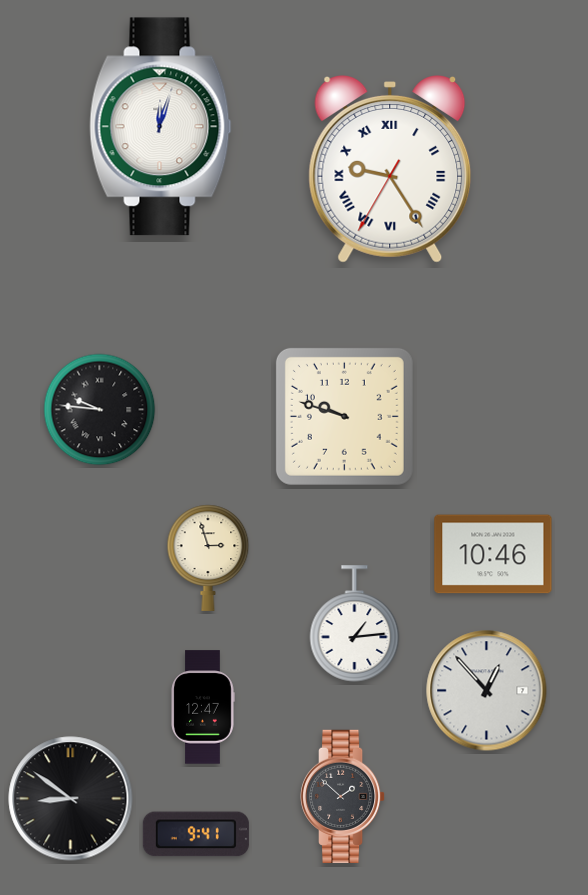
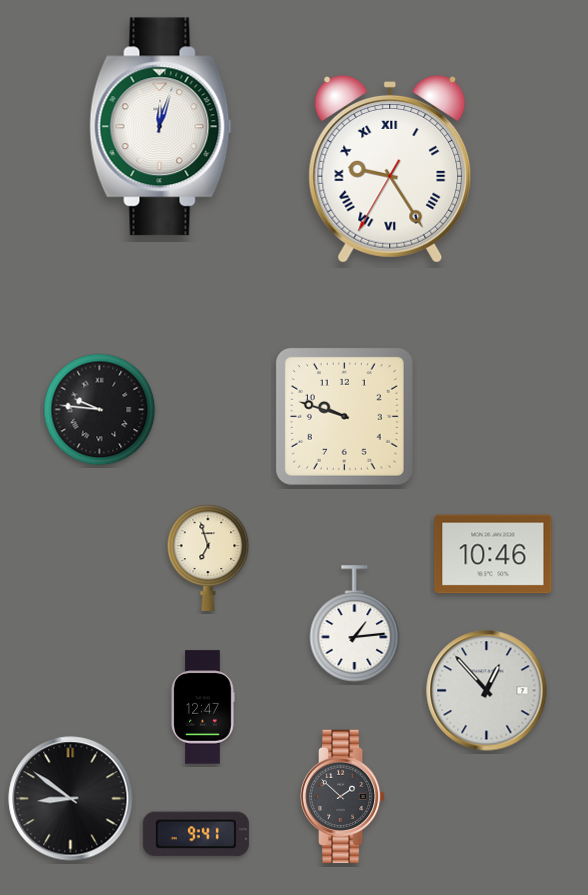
clock at (208, 558): 2:57 -> 6:57
